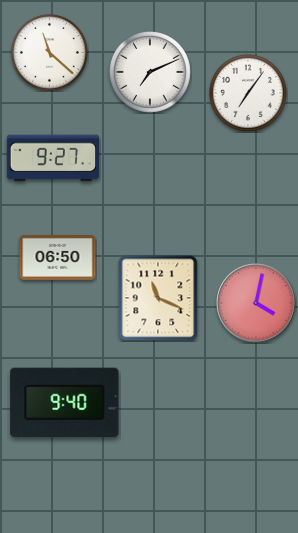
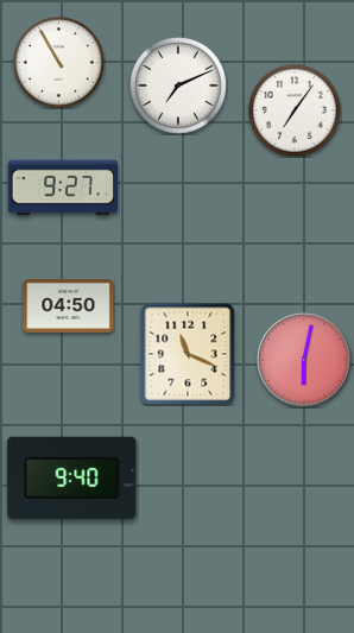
clock at (50, 53): 11:22 -> 10:55
clock at (58, 257): 06:50 -> 04:50
clock at (256, 303): 4:02 -> 6:02
clock at (65, 402) position: (65, 402) -> (72, 477)
